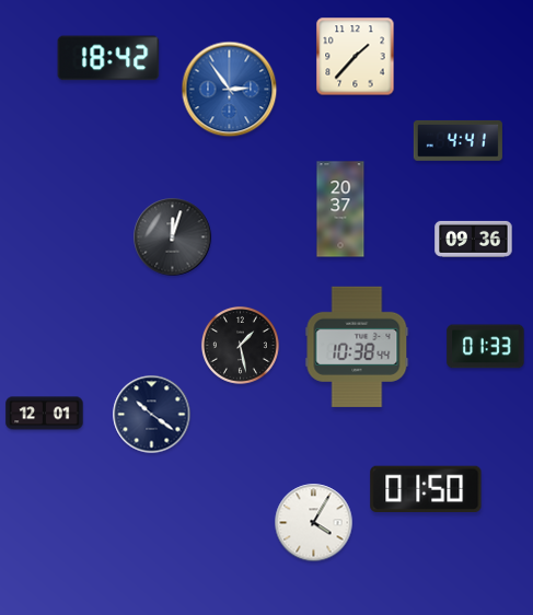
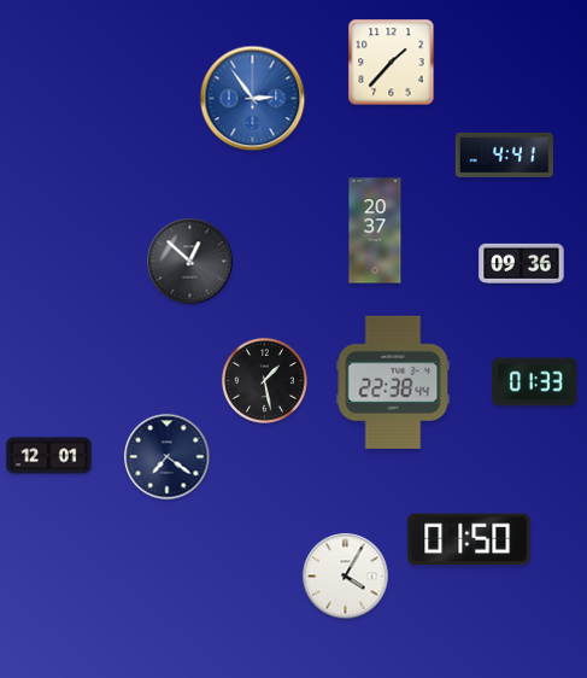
clock at (108, 58): 18:42 -> none
clock at (173, 237): 12:03 -> 12:52
clock at (357, 347): 10:38 -> 22:38
clock at (152, 415): 10:21 -> 7:21
